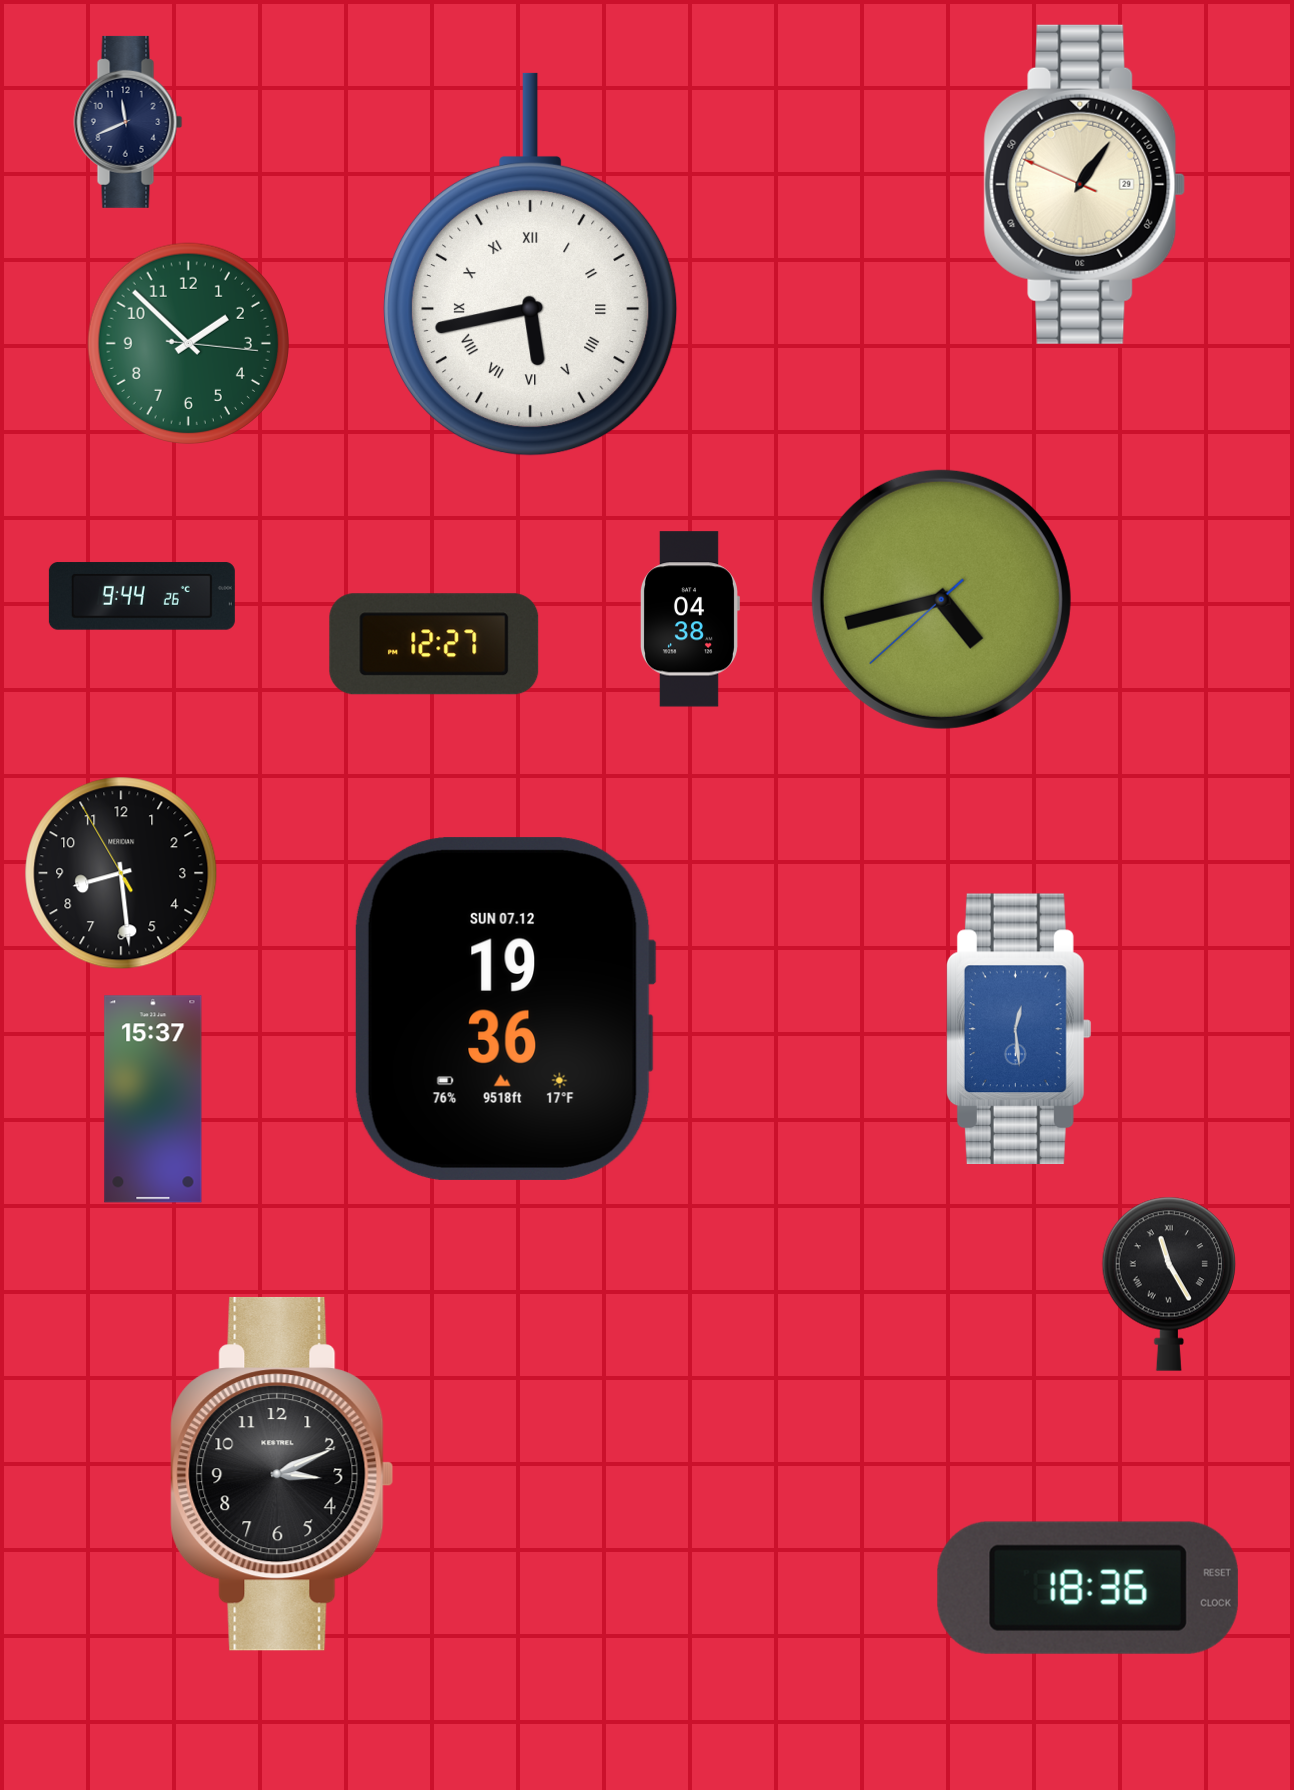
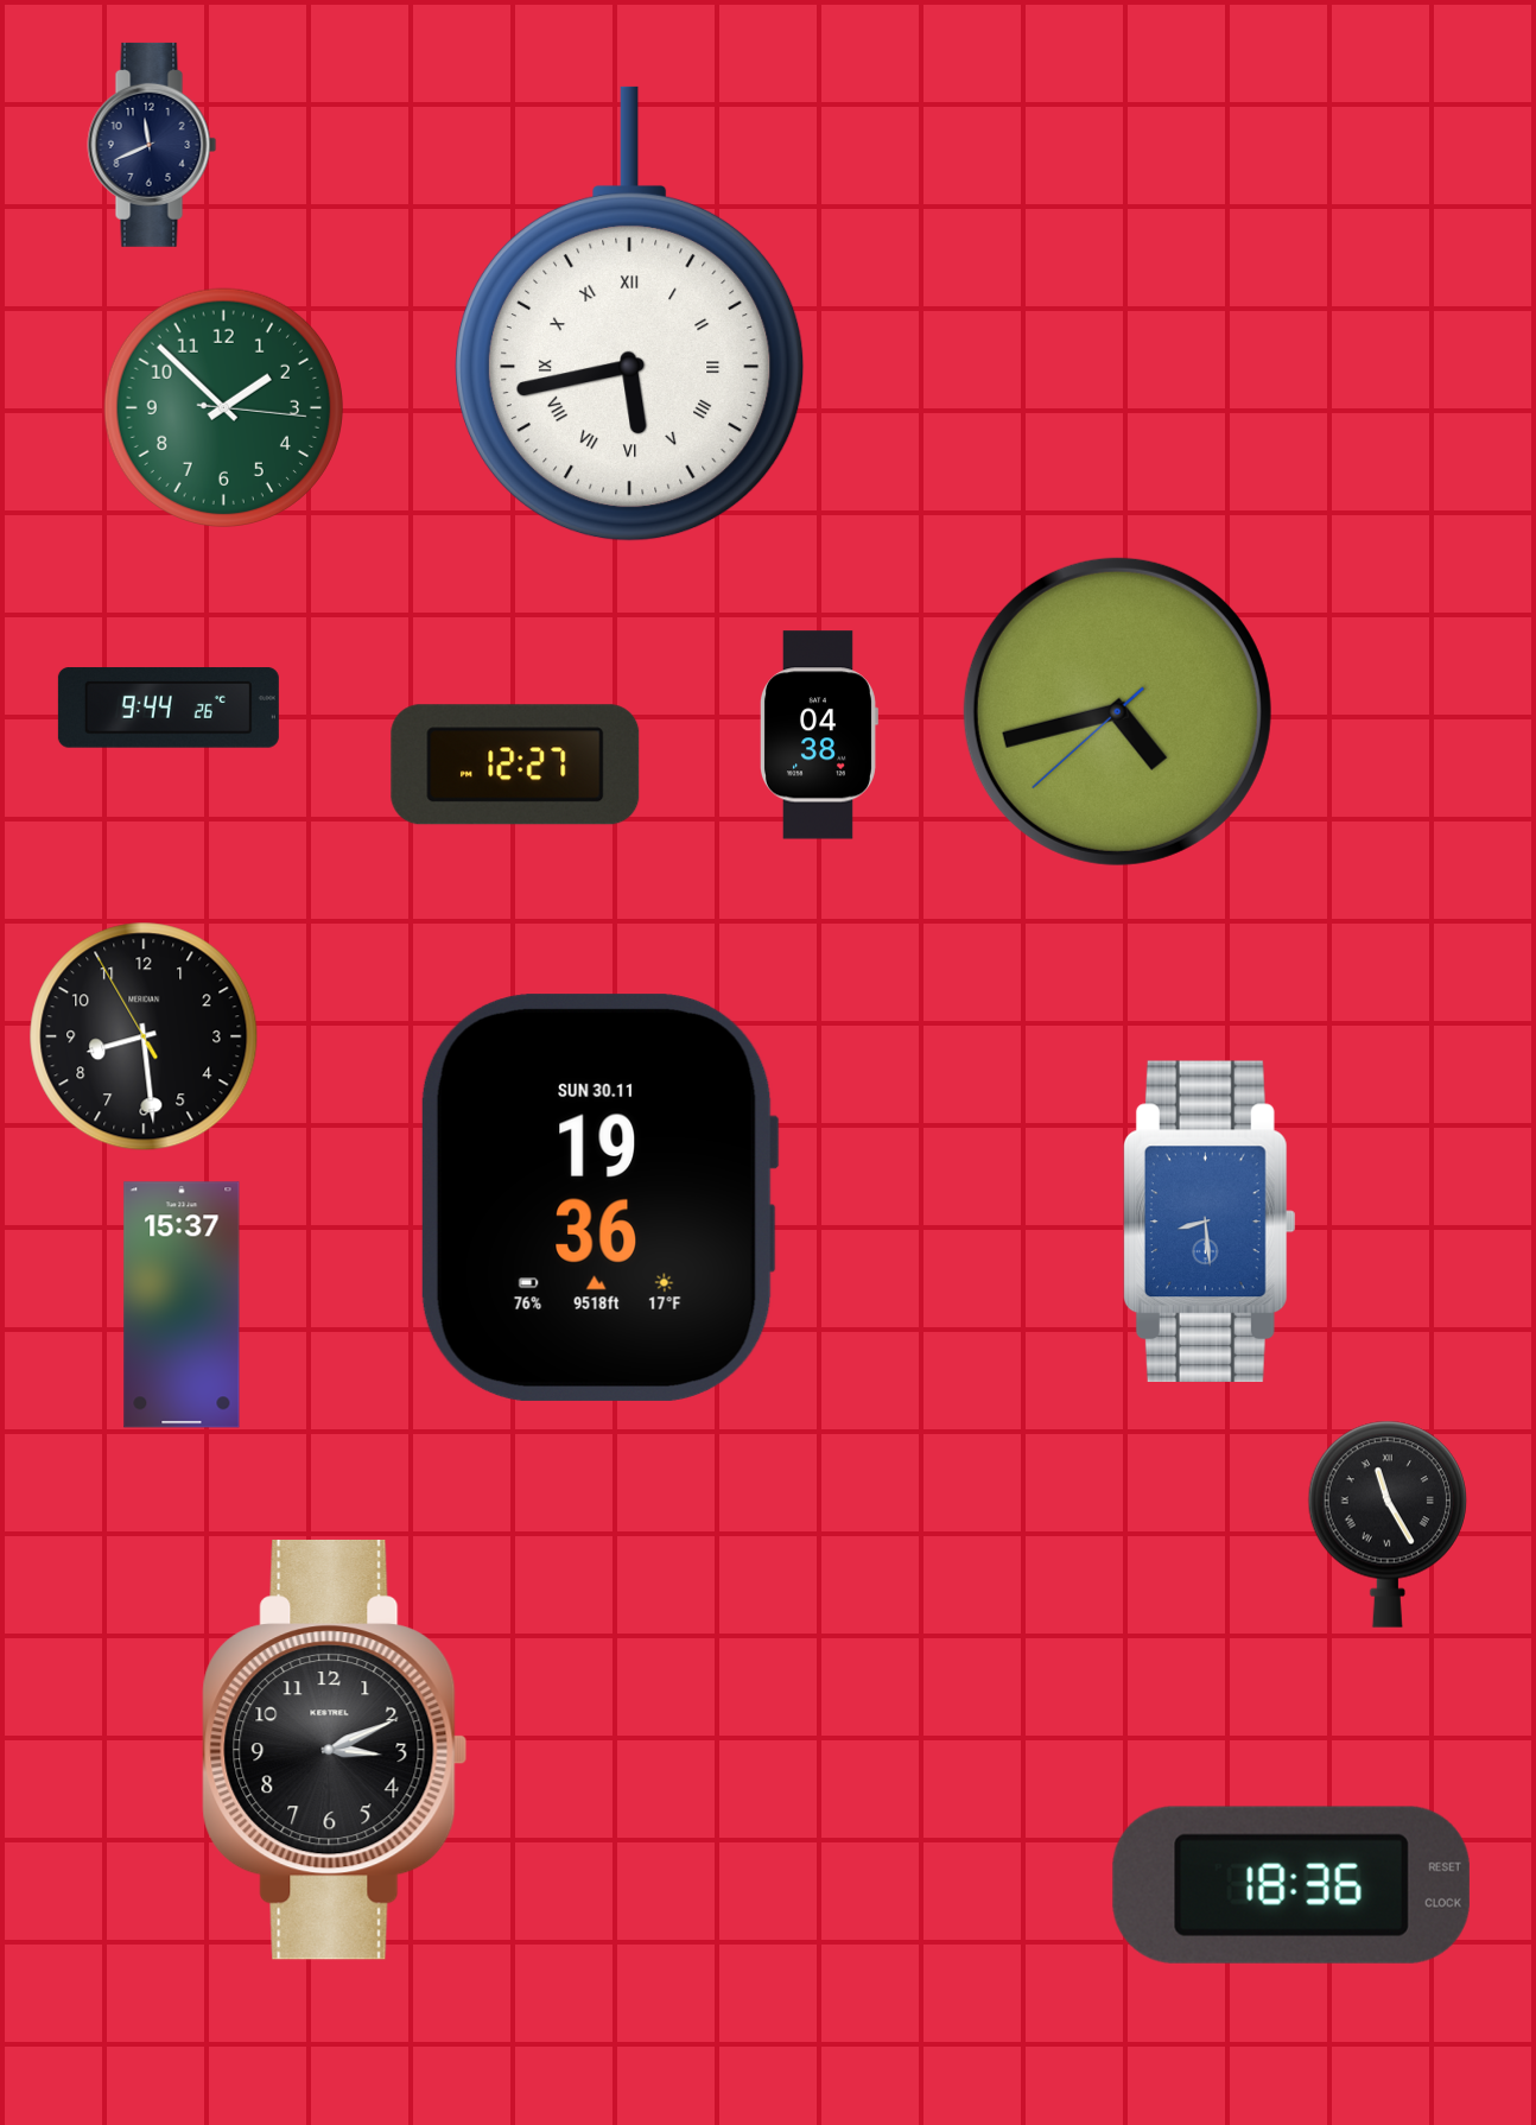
clock at (1085, 184): 1:05 -> none
clock at (504, 1009) date: SUN 07.12 -> SUN 30.11
clock at (1019, 1028): 12:29 -> 8:29
